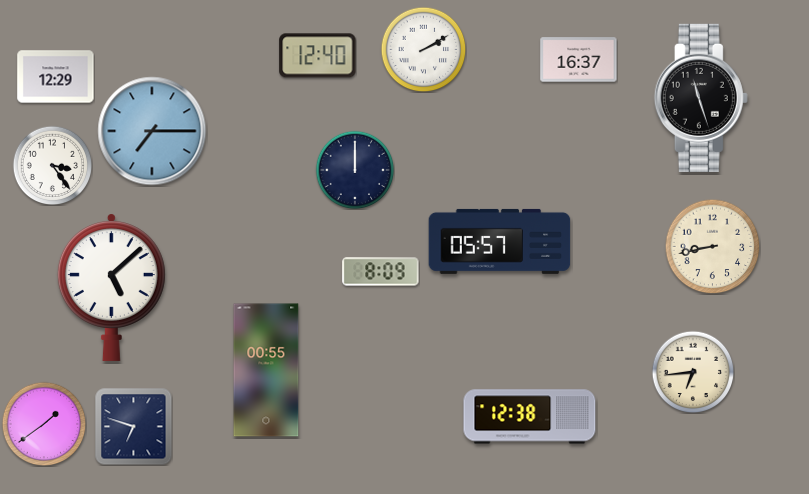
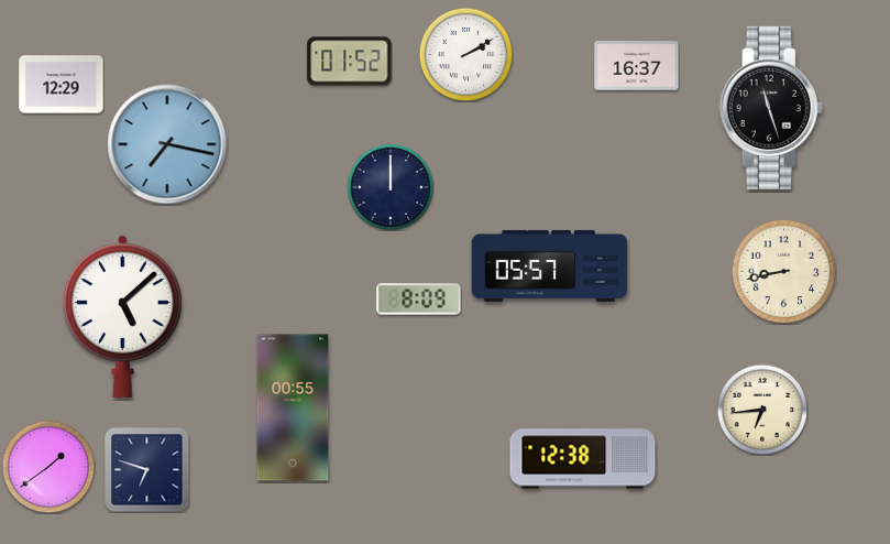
clock at (318, 56): 12:40 -> 01:52
clock at (152, 131): 7:15 -> 7:17
clock at (52, 165): 3:24 -> none
